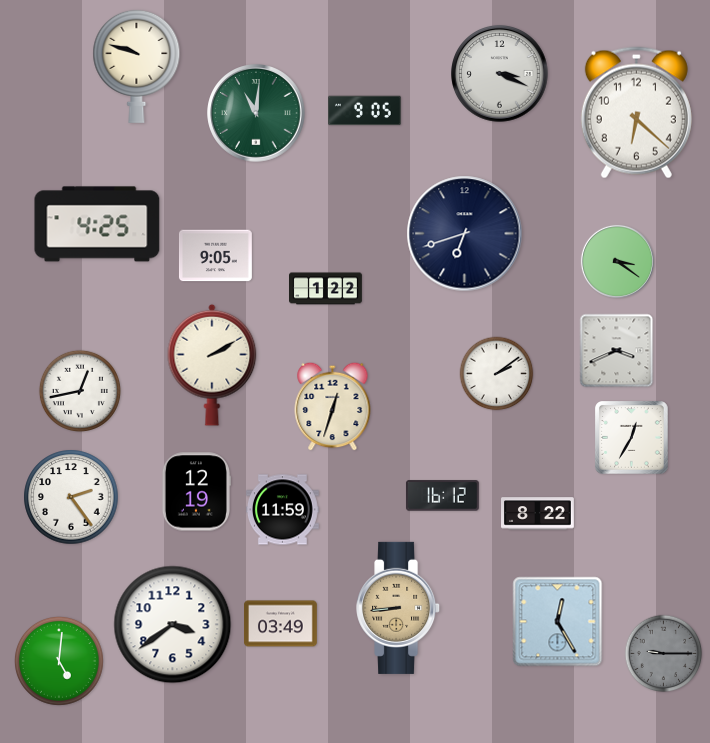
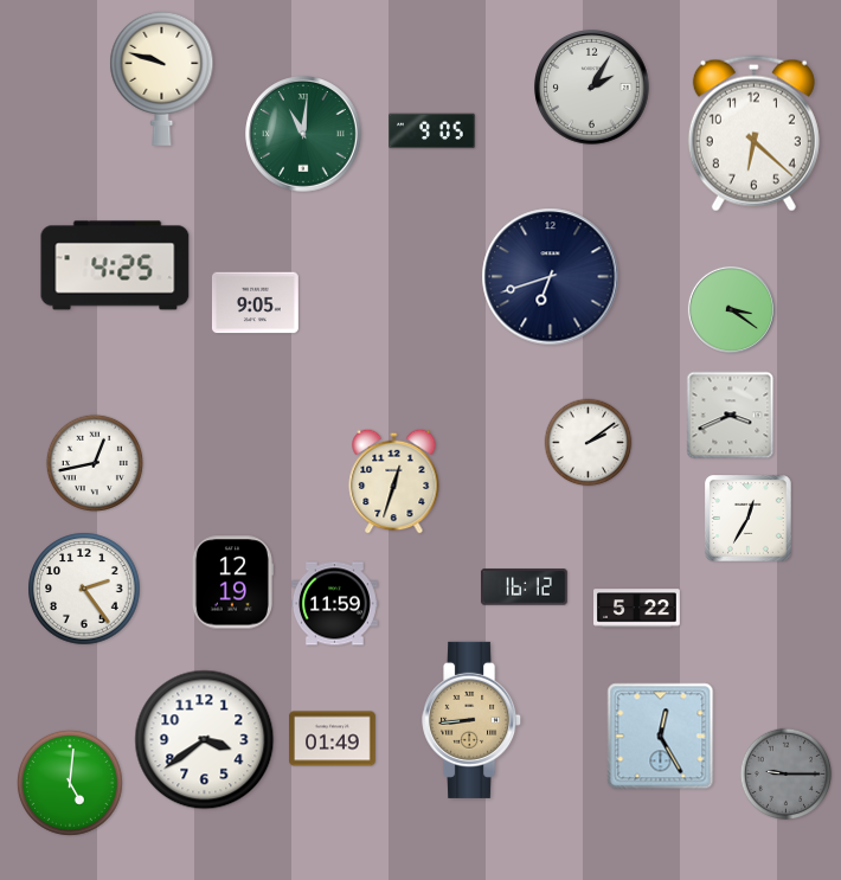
clock at (500, 74): 3:19 -> 2:05
clock at (326, 289): 1:22 -> none
clock at (212, 365): 2:10 -> none
clock at (538, 514): 8:22 -> 5:22
clock at (281, 624): 03:49 -> 01:49
